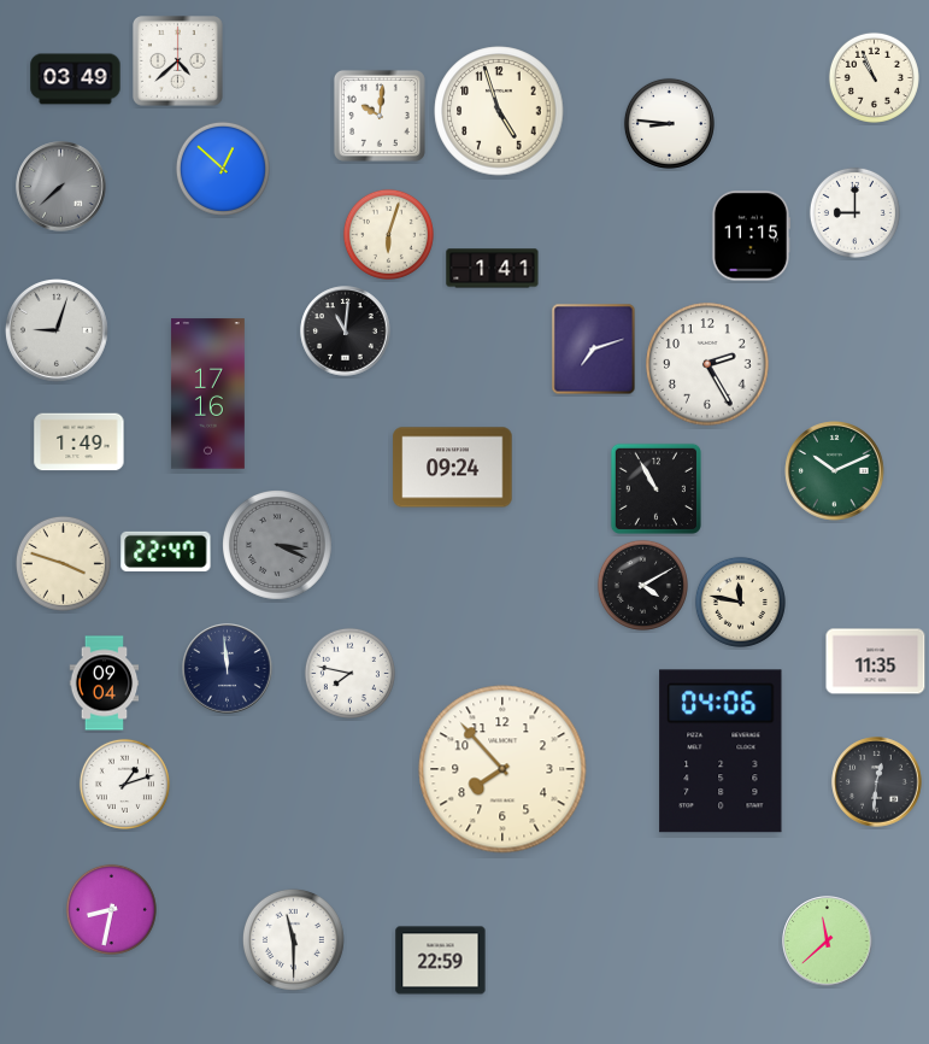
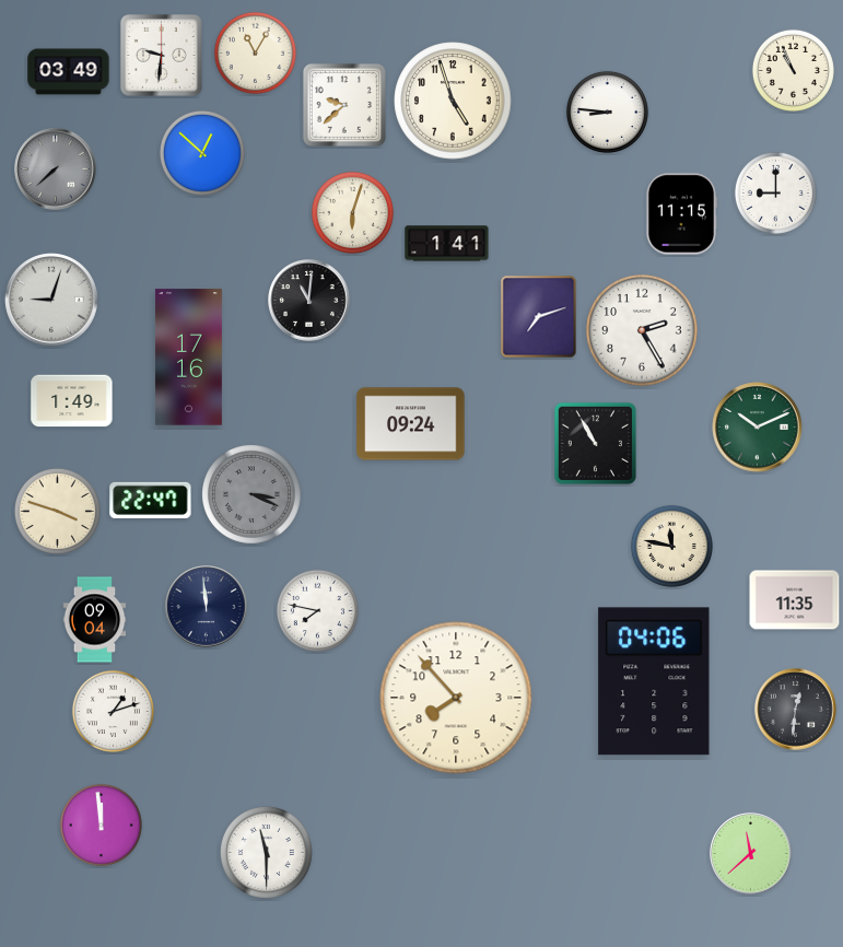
clock at (255, 52): none -> 11:05
clock at (178, 61): 4:38 -> 9:31
clock at (380, 116): 10:01 -> 9:38
clock at (346, 332) position: (346, 332) -> (309, 301)
clock at (642, 585): 4:10 -> none
clock at (111, 909): 8:32 -> 11:59
clock at (441, 961): 22:59 -> none
